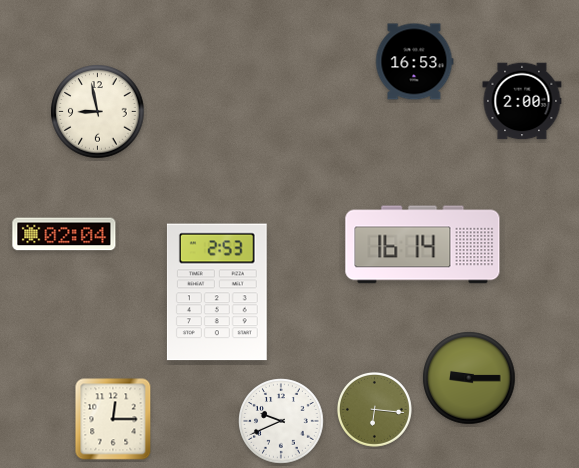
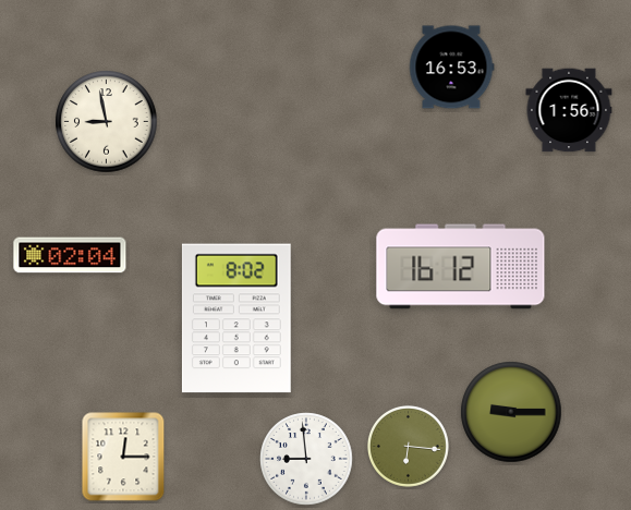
clock at (522, 101): 2:00 -> 1:56
clock at (423, 245): 16:14 -> 16:12
clock at (217, 292): 2:53 -> 8:02
clock at (281, 421): 9:41 -> 8:59
